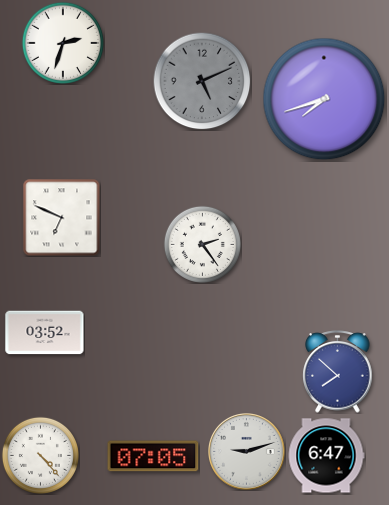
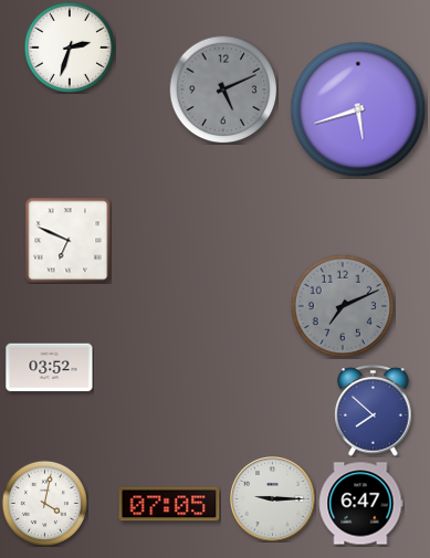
clock at (324, 99): 7:42 -> 5:42
clock at (202, 244): 2:24 -> none
clock at (343, 306): none -> 7:11
clock at (247, 452): 9:12 -> 9:15
clock at (40, 455): 4:23 -> 4:02
